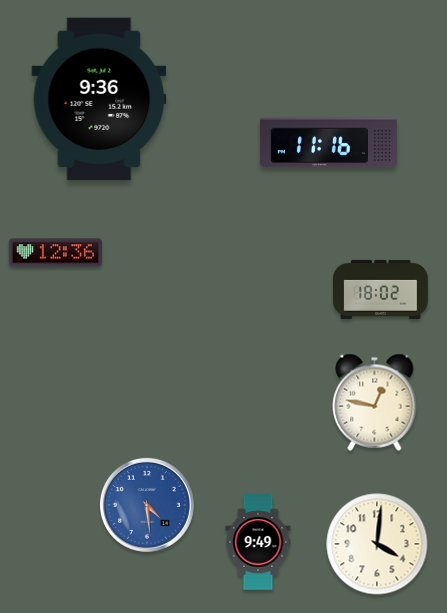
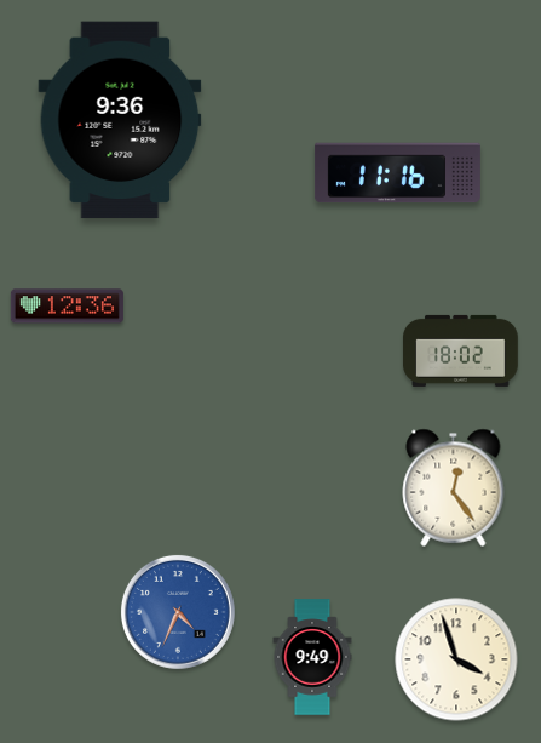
clock at (375, 402): 12:47 -> 12:24
clock at (147, 505): 4:29 -> 4:34
clock at (377, 544): 4:01 -> 3:57
